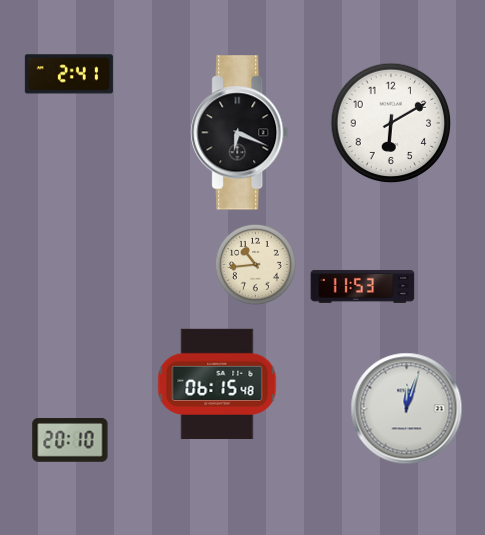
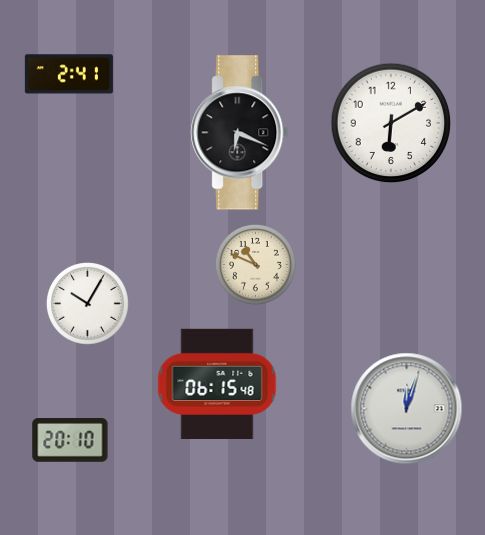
clock at (255, 264): 10:44 -> 10:49
clock at (363, 286): 11:53 -> none
clock at (88, 304): none -> 10:05
